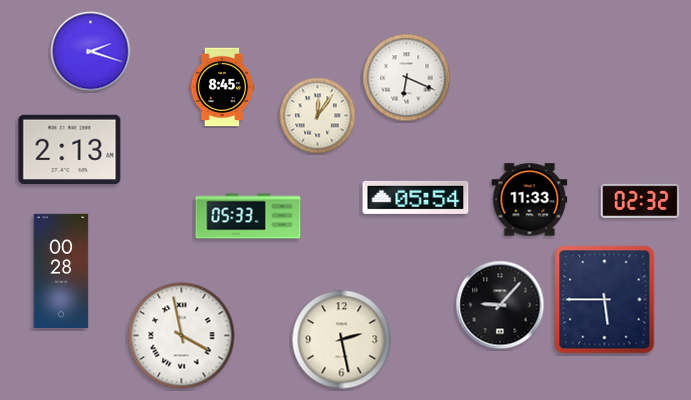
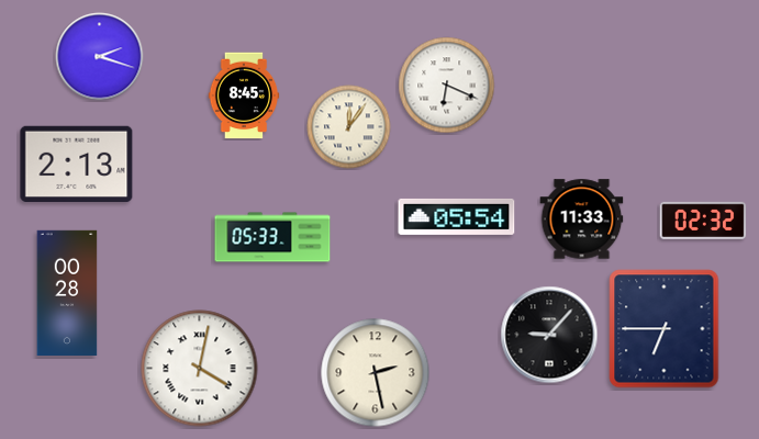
clock at (61, 270) position: (61, 270) -> (67, 292)
clock at (605, 300): 5:45 -> 6:45
clock at (182, 336): 3:58 -> 4:02
